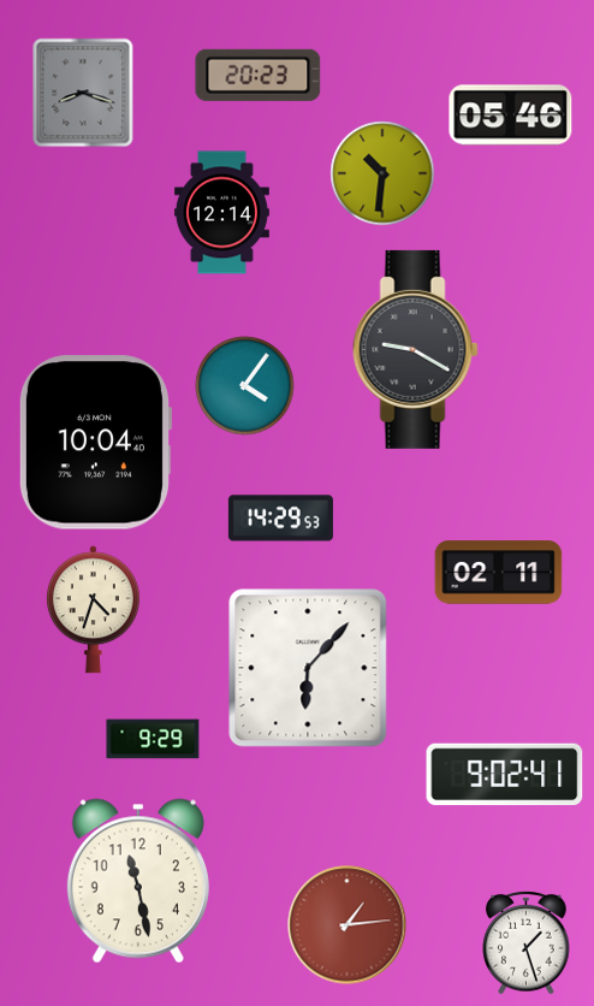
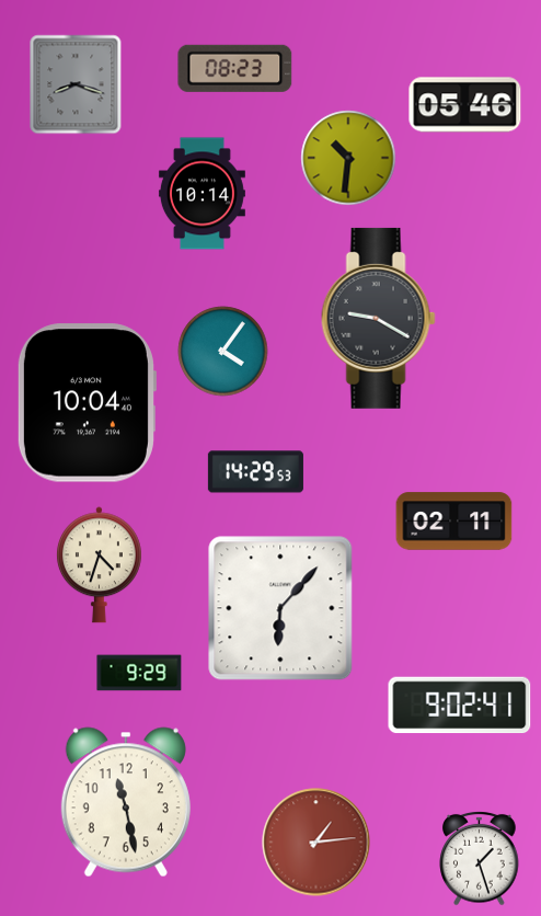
clock at (259, 75): 20:23 -> 08:23
clock at (221, 213): 12:14 -> 10:14
clock at (93, 610) position: (93, 610) -> (99, 565)
